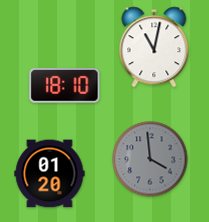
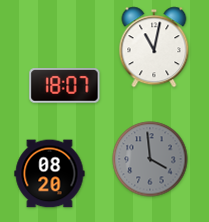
clock at (65, 86): 18:10 -> 18:07
clock at (50, 174): 01:20 -> 08:20
